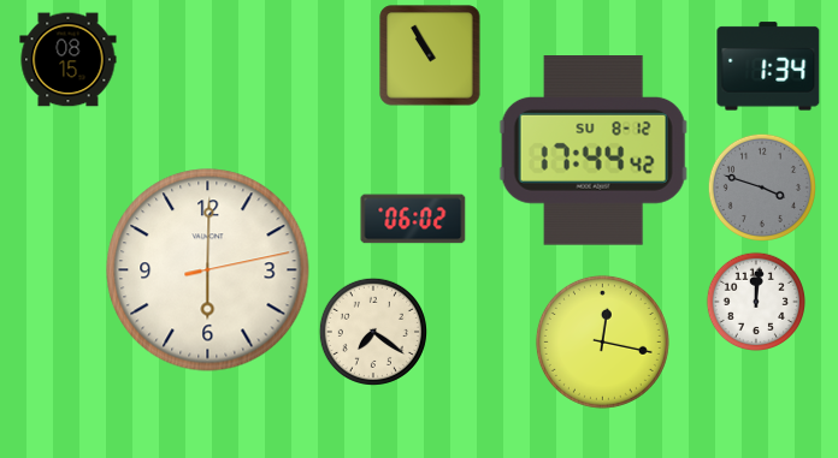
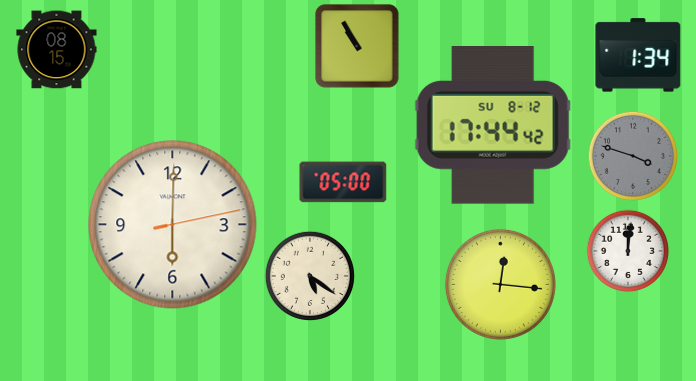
clock at (413, 219): 06:02 -> 05:00
clock at (373, 332): 7:21 -> 5:21
clock at (602, 341): 12:17 -> 12:16
